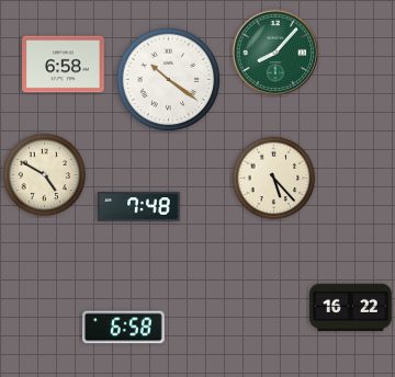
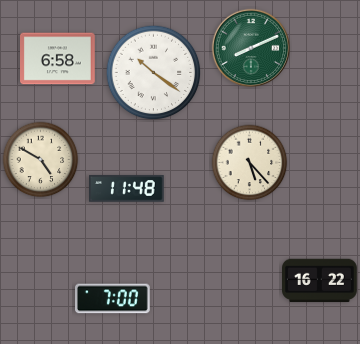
clock at (275, 53): 8:07 -> 8:11
clock at (139, 207): 7:48 -> 11:48
clock at (124, 328): 6:58 -> 7:00
